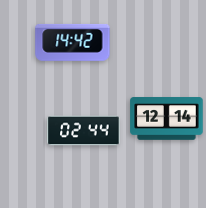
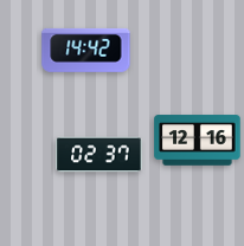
clock at (167, 119): 12:14 -> 12:16
clock at (84, 131): 02:44 -> 02:37
